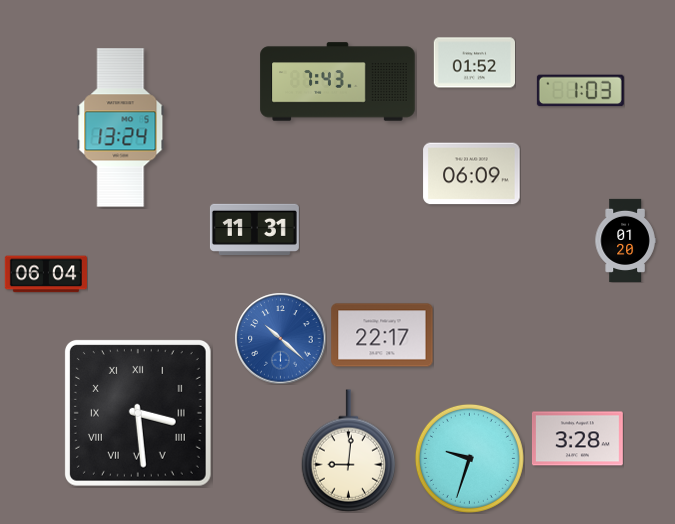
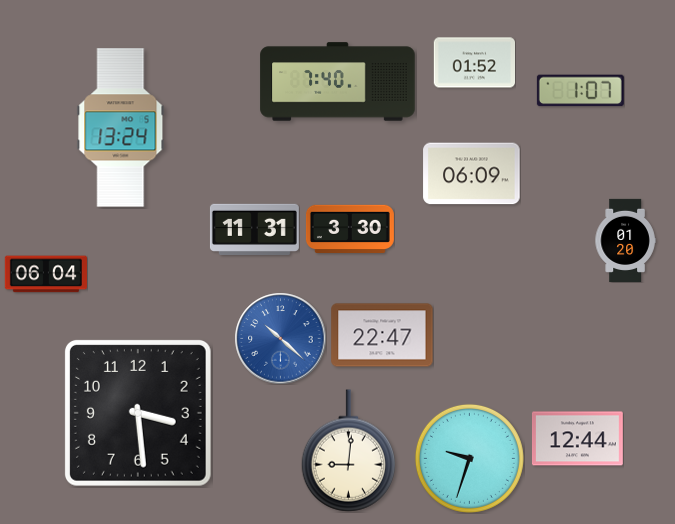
clock at (338, 82): 7:43 -> 7:40
clock at (580, 91): 1:03 -> 1:07
clock at (350, 229): none -> 3:30
clock at (382, 335): 22:17 -> 22:47
clock at (138, 413) numerals: Roman -> Arabic
clock at (577, 439): 3:28 -> 12:44
